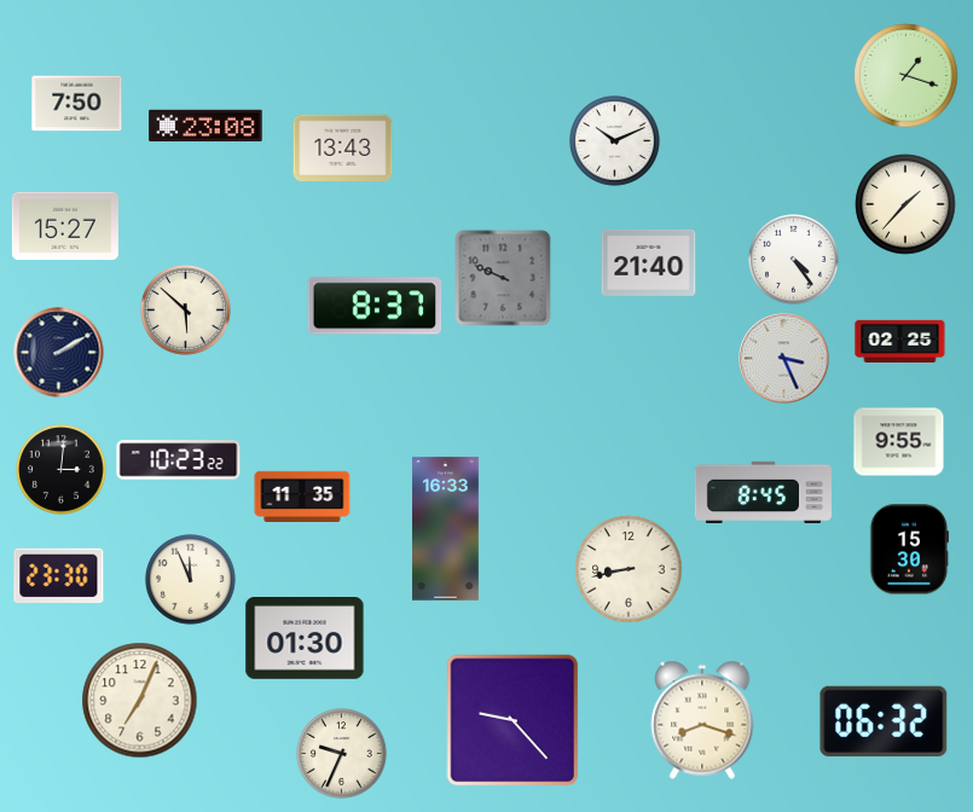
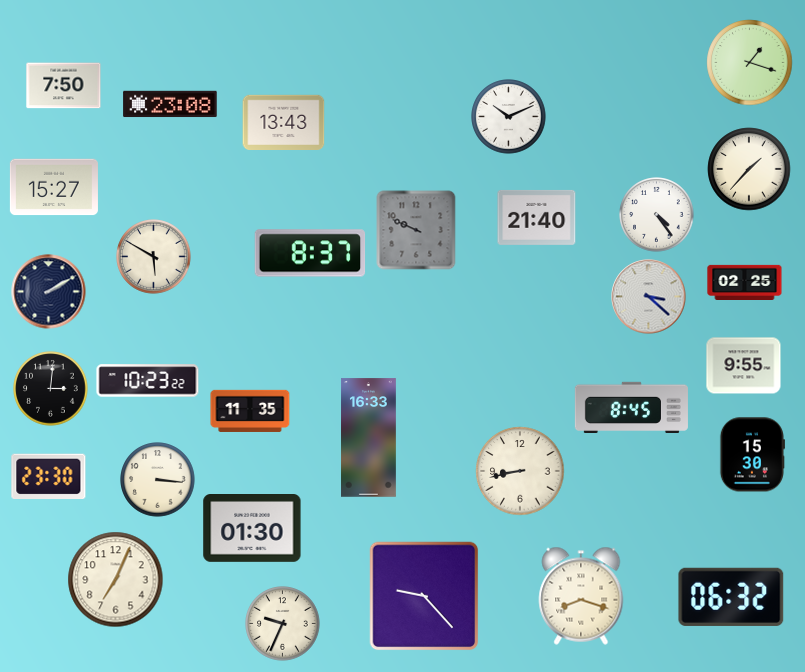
clock at (186, 311): 5:52 -> 5:50
clock at (784, 359): 3:26 -> 3:22
clock at (191, 580): 11:56 -> 3:16
